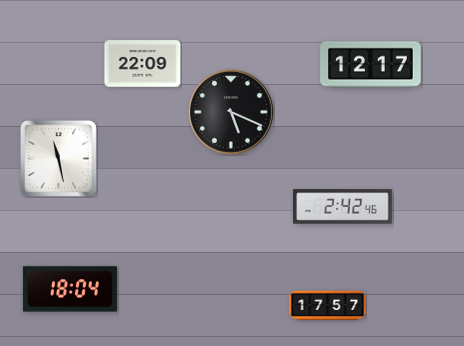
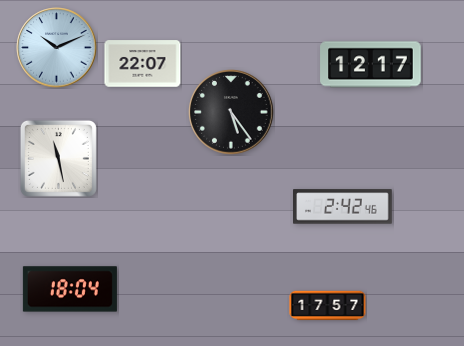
clock at (57, 48): none -> 10:11
clock at (143, 64): 22:09 -> 22:07
clock at (231, 112): 5:19 -> 5:24
